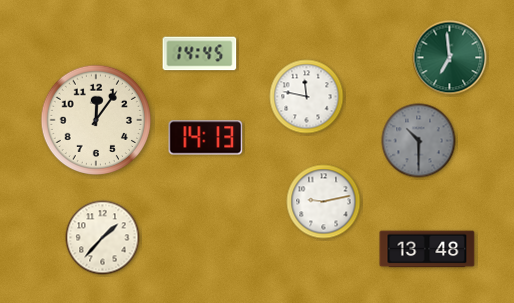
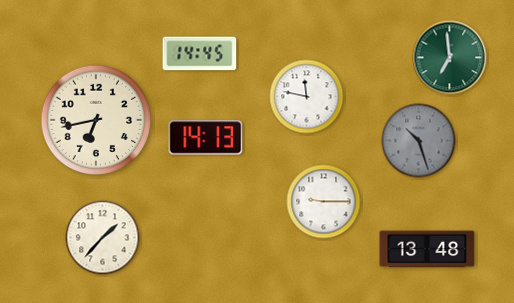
clock at (96, 120): 12:06 -> 6:43
clock at (419, 141): 10:30 -> 10:27
clock at (324, 202): 9:13 -> 9:15
